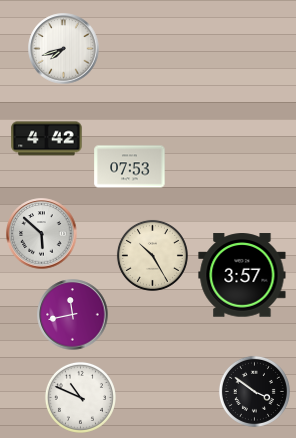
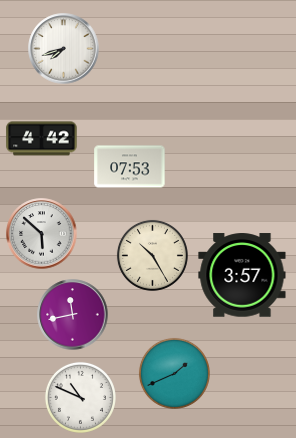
clock at (47, 139) position: (47, 139) -> (42, 139)
clock at (174, 373): none -> 1:41
clock at (254, 391): 3:51 -> none
